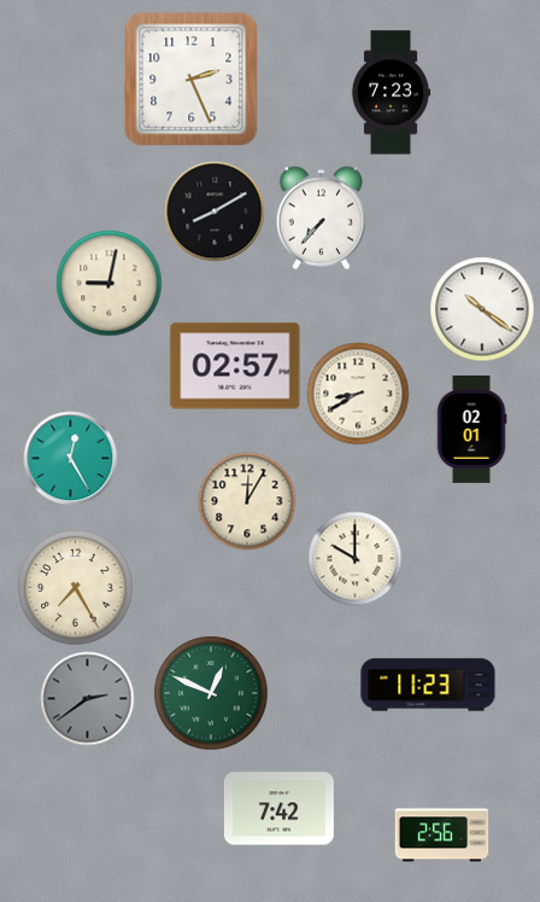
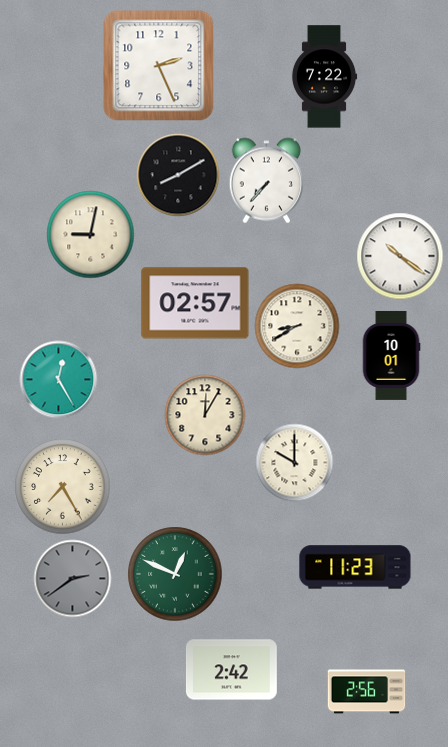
clock at (391, 93): 7:23 -> 7:22
clock at (471, 429): 02:01 -> 10:01
clock at (278, 809): 7:42 -> 2:42
